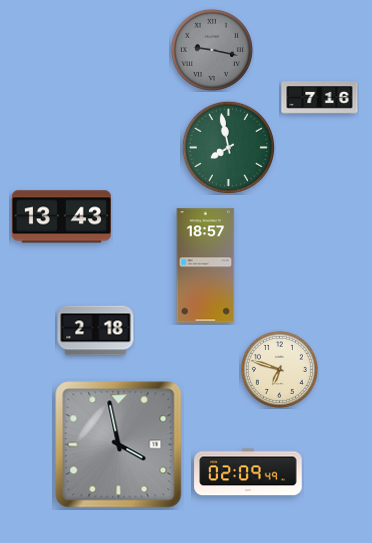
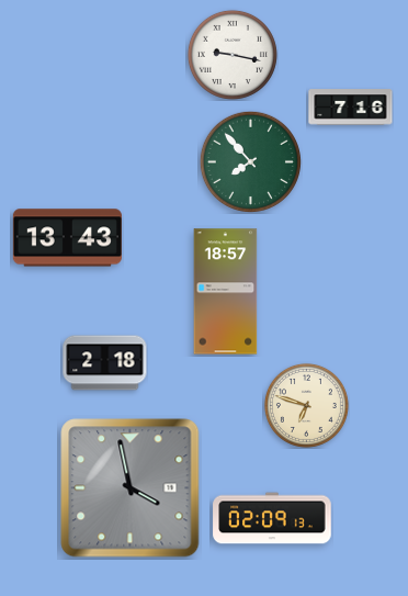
clock at (212, 50) dial: grey -> white
clock at (228, 147): 7:58 -> 7:53
clock at (248, 472): 02:09:49 -> 02:09:13
